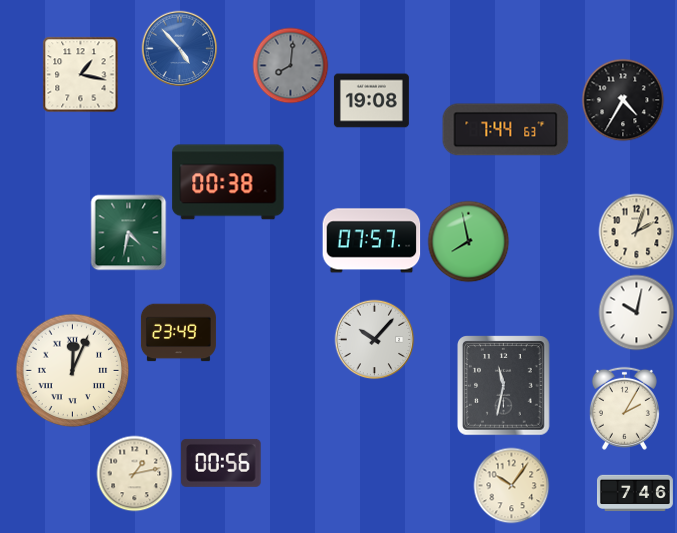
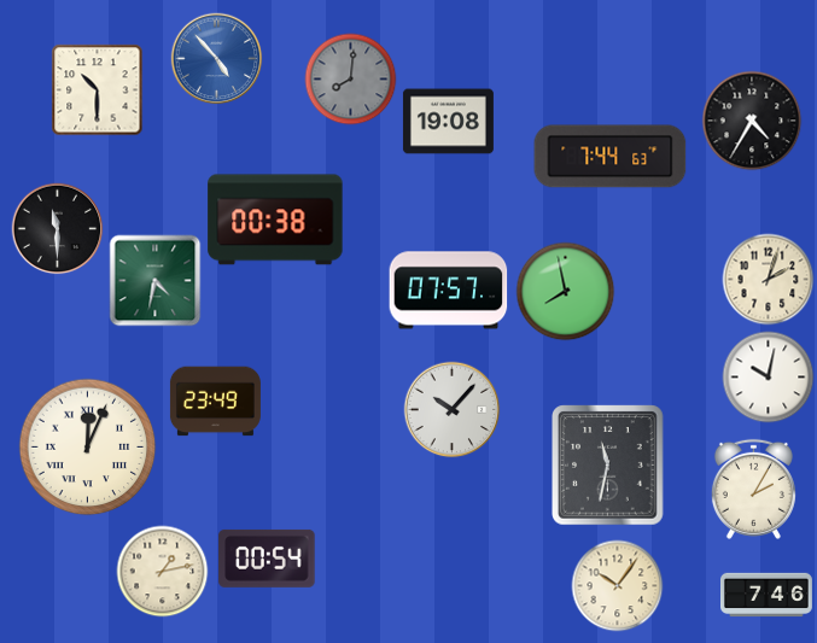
clock at (81, 75): 1:17 -> 10:30
clock at (58, 229): none -> 11:30
clock at (624, 408) position: (624, 408) -> (753, 489)
clock at (221, 463): 00:56 -> 00:54
